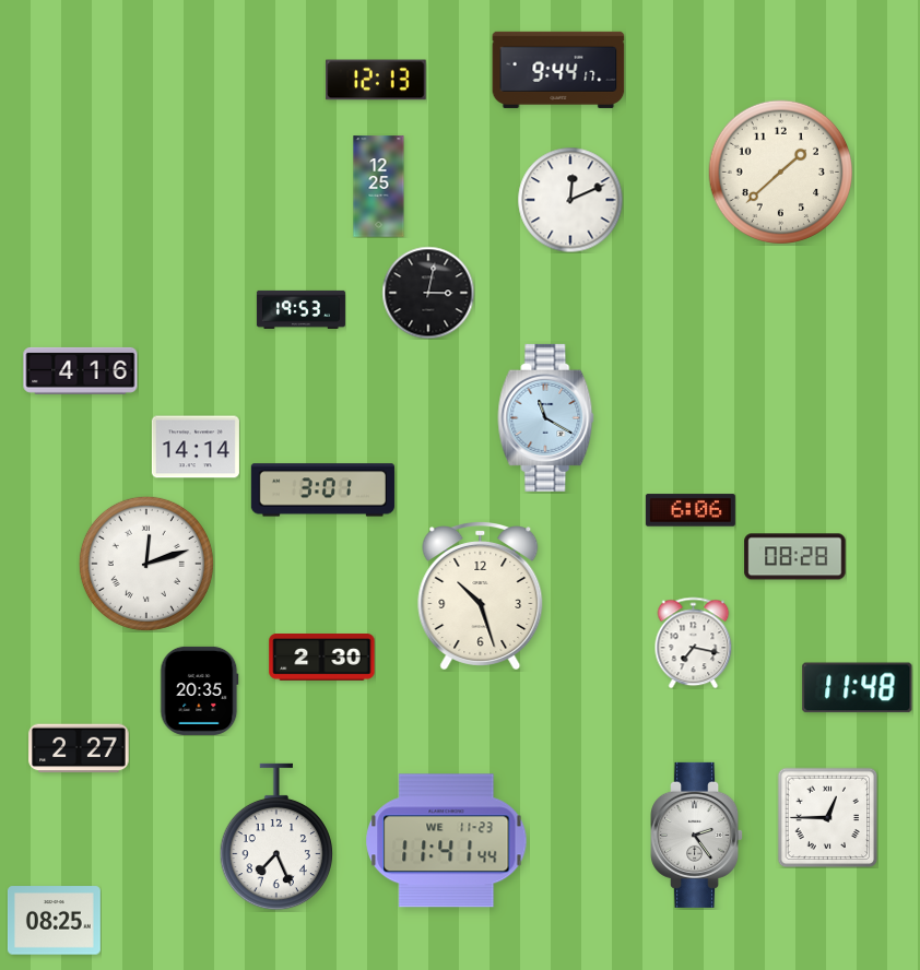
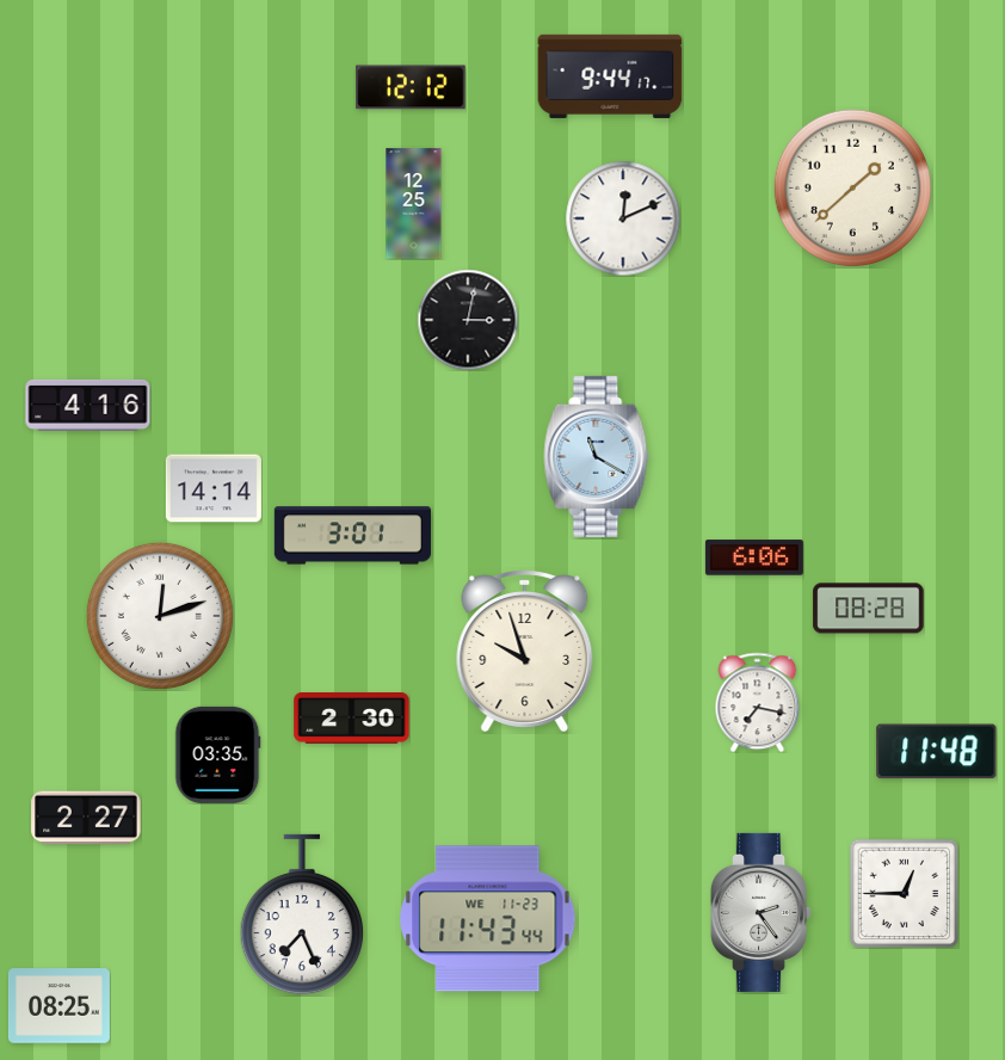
clock at (376, 80): 12:13 -> 12:12
clock at (300, 309): 19:53 -> none
clock at (481, 596): 10:27 -> 9:57
clock at (200, 690): 20:35 -> 03:35
clock at (447, 841): 11:41 -> 11:43
